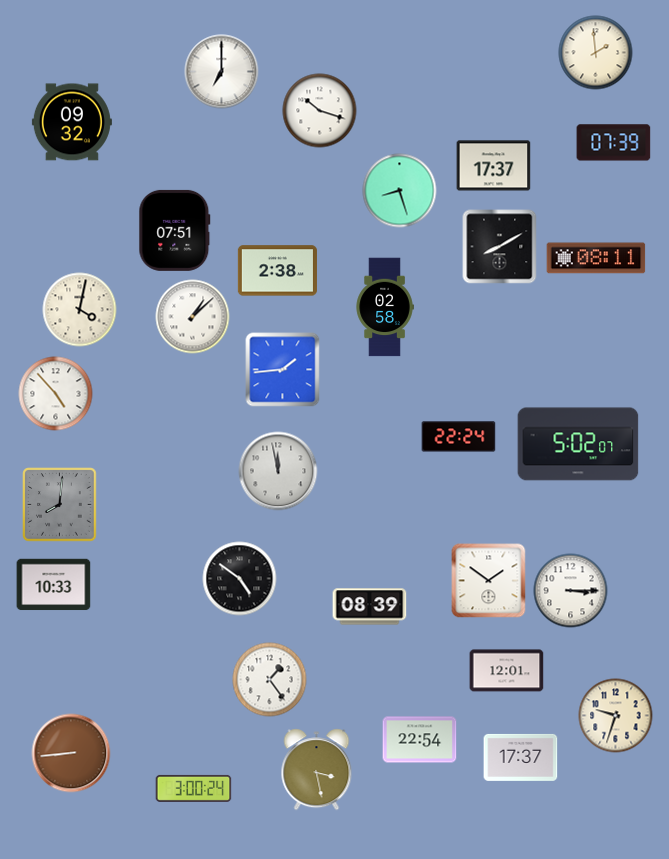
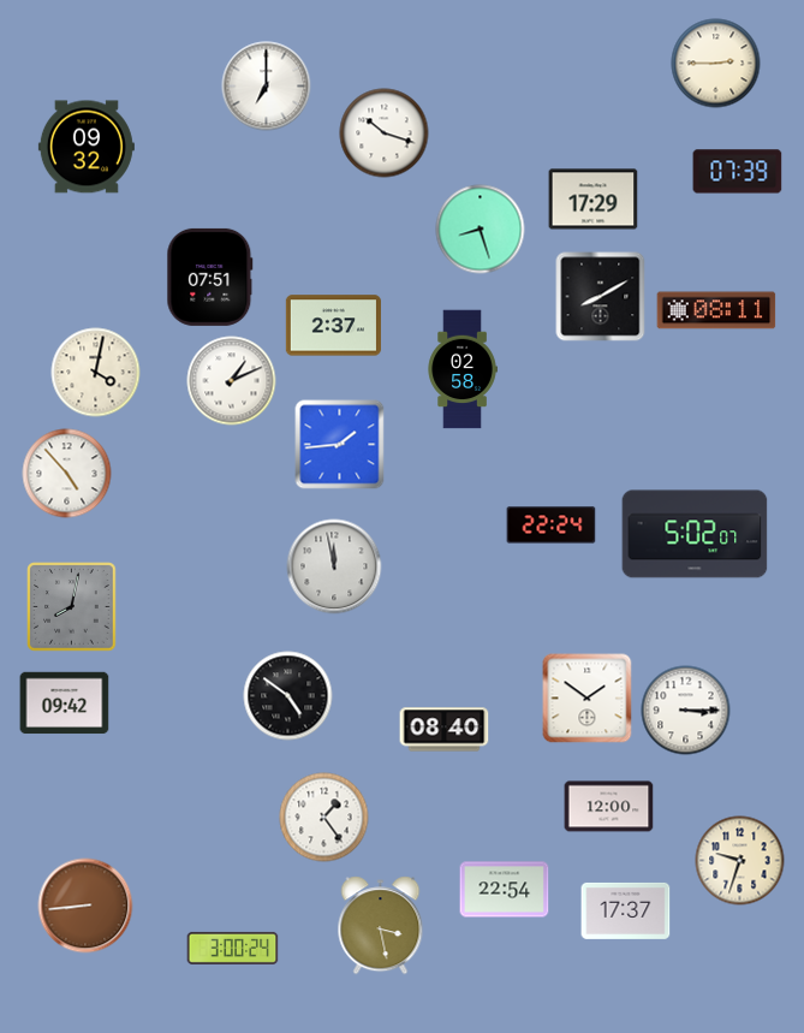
clock at (596, 53): 1:59 -> 2:45
clock at (494, 166): 17:37 -> 17:29
clock at (277, 271): 2:38 -> 2:37
clock at (193, 317): 1:08 -> 1:11
clock at (60, 505): 8:01 -> 8:02
clock at (54, 585): 10:33 -> 09:42
clock at (370, 607): 08:39 -> 08:40
clock at (507, 671): 12:01 -> 12:00
